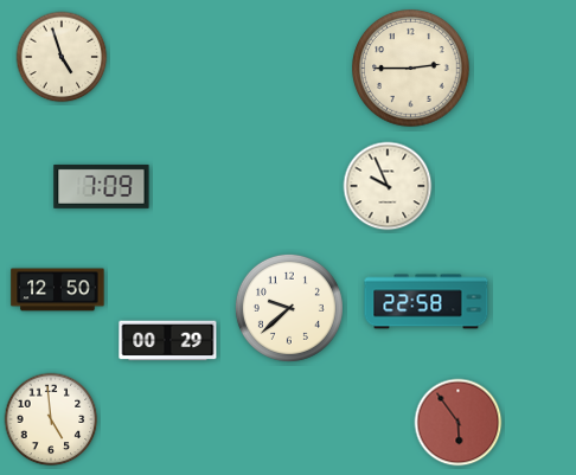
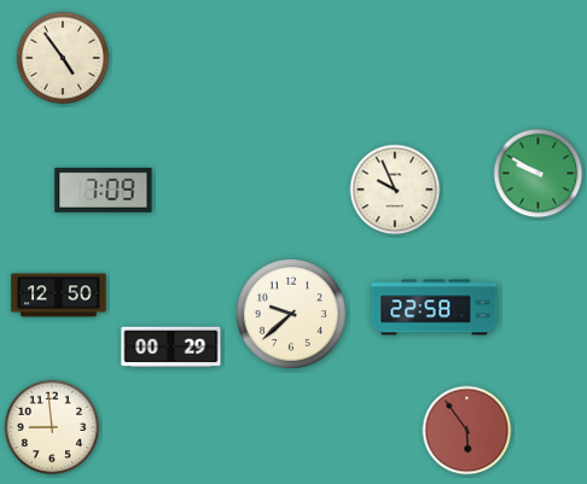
clock at (62, 57): 4:57 -> 4:54
clock at (411, 69): 2:45 -> none
clock at (539, 174): none -> 9:50
clock at (289, 308) position: (289, 308) -> (291, 314)
clock at (51, 419): 4:59 -> 8:59
